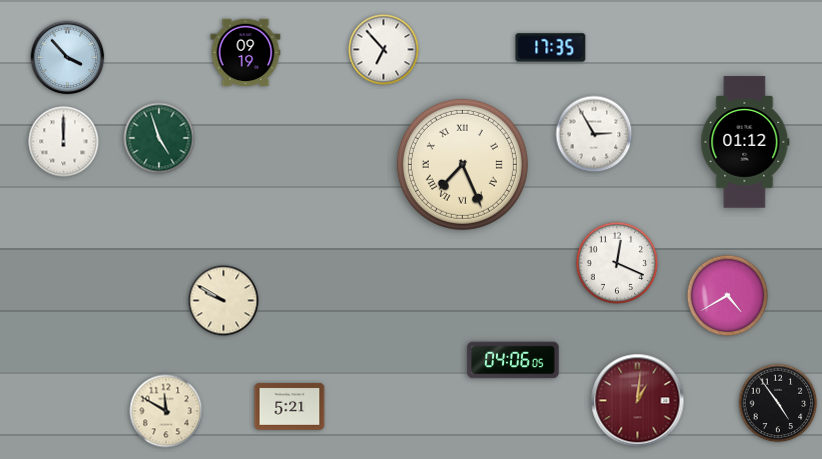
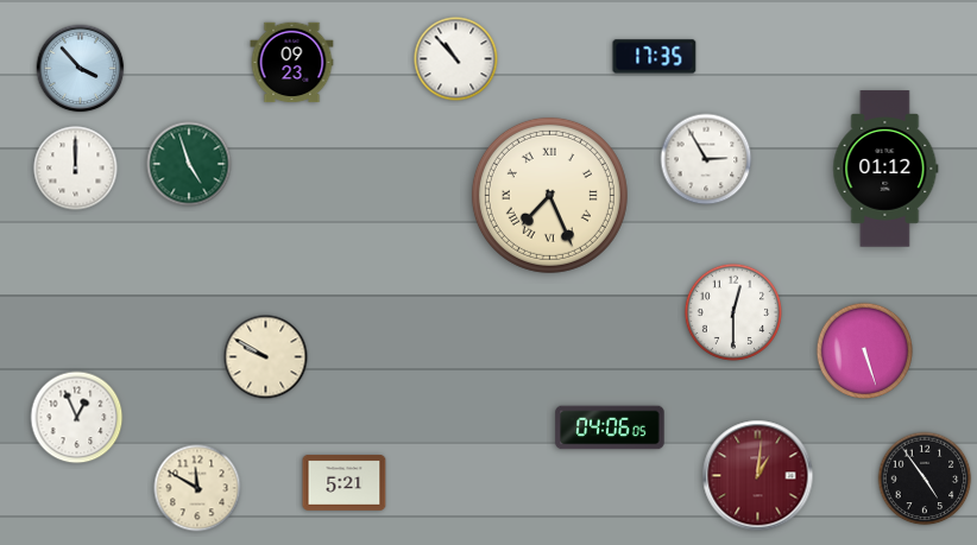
clock at (384, 50): 6:53 -> 10:53
clock at (246, 53): 09:19 -> 09:23
clock at (617, 263): 12:19 -> 12:30
clock at (728, 296): 4:40 -> 5:27
clock at (77, 418): none -> 12:56
